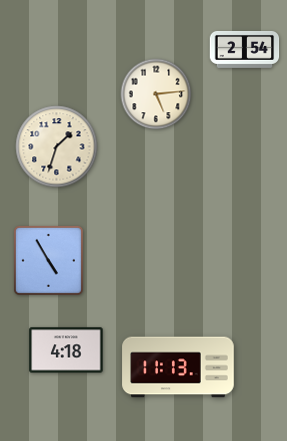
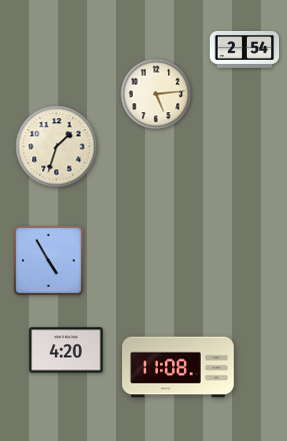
clock at (66, 350): 4:18 -> 4:20
clock at (178, 367): 11:13 -> 11:08
